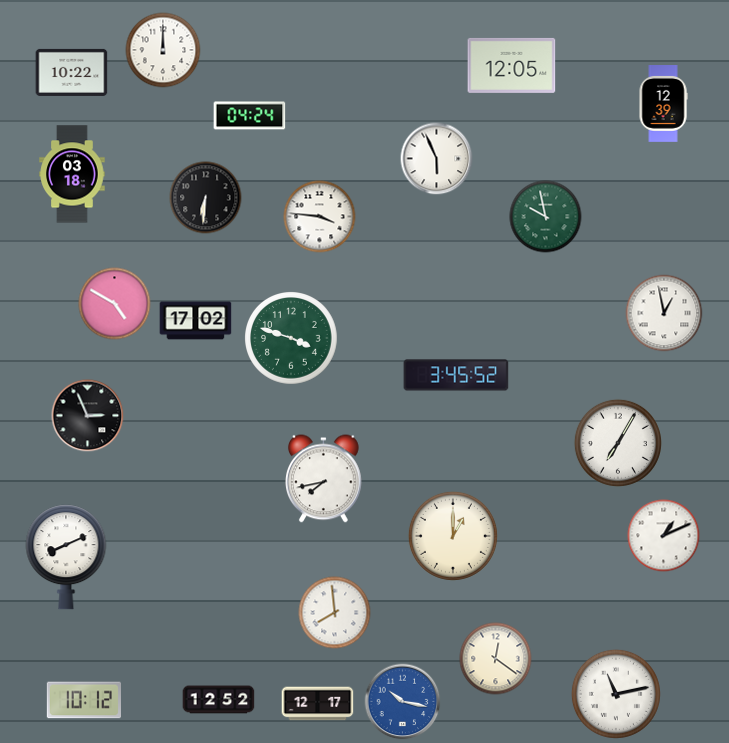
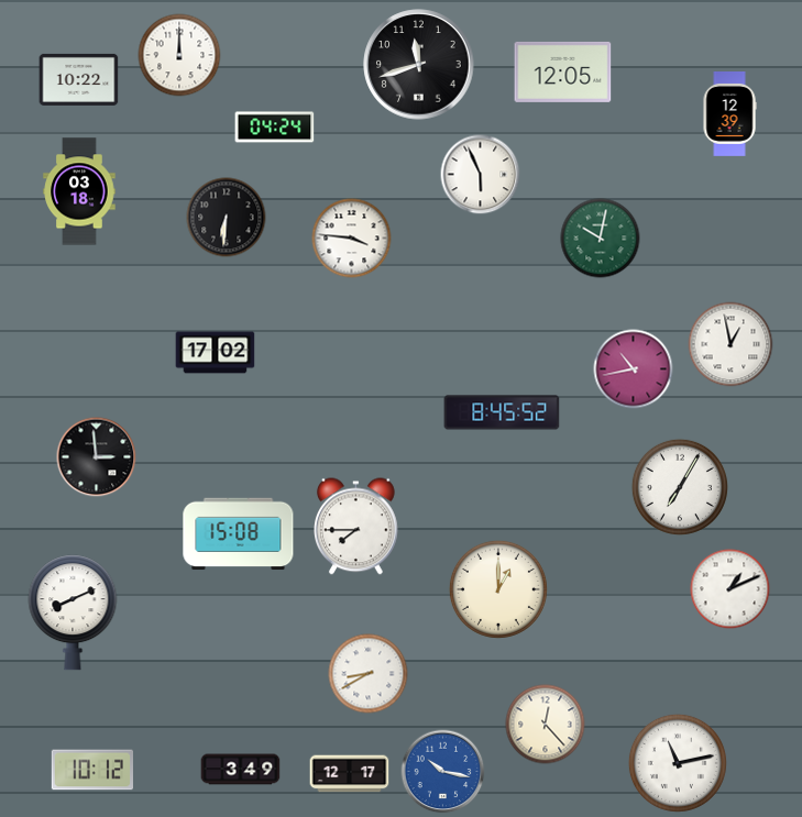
clock at (419, 65): none -> 11:42
clock at (546, 217): 9:58 -> 10:02
clock at (115, 304): 4:50 -> none
clock at (634, 369): none -> 10:43
clock at (292, 339): 3:48 -> none
clock at (456, 375): 3:45 -> 8:45
clock at (88, 416): 2:56 -> 2:59
clock at (324, 479): 7:43 -> 7:45
clock at (239, 534): none -> 15:08
clock at (335, 613): 7:59 -> 8:40
clock at (496, 659): 12:21 -> 12:23
clock at (219, 700): 12:52 -> 3:49
